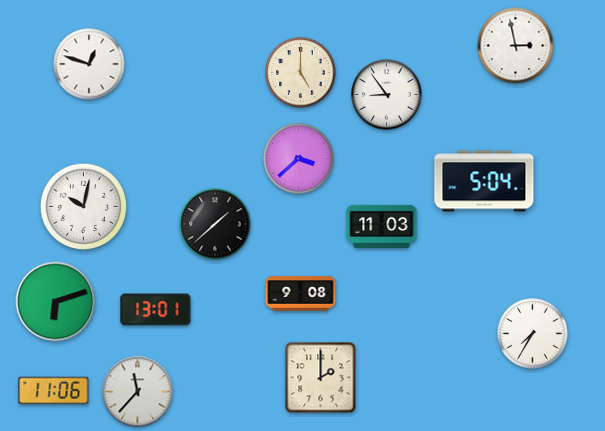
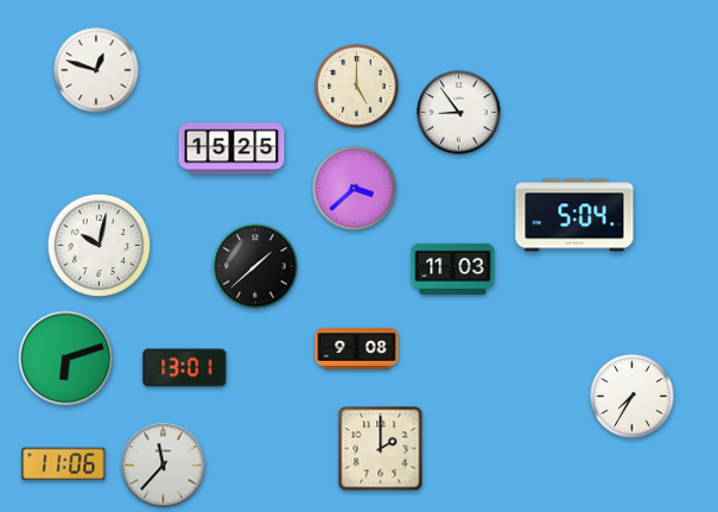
clock at (516, 46): 2:58 -> none
clock at (89, 64) position: (89, 64) -> (96, 70)
clock at (231, 148): none -> 15:25
